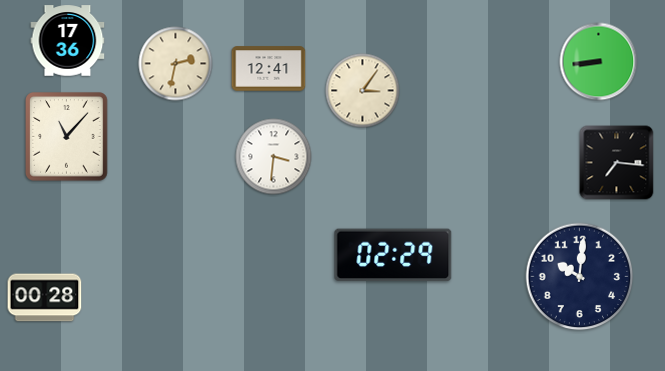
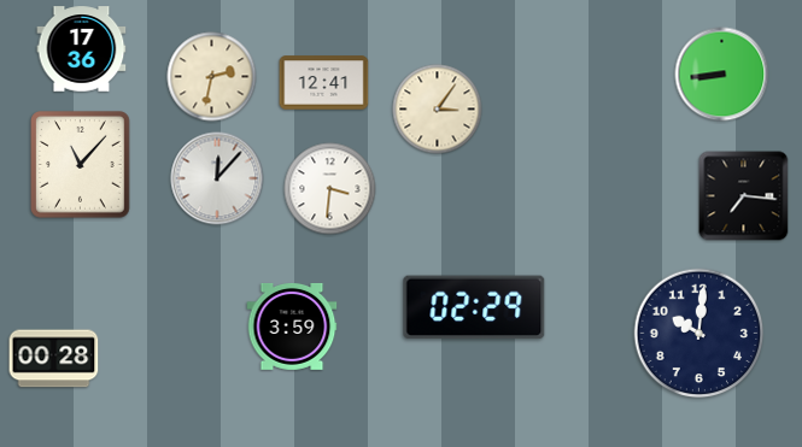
clock at (217, 178): none -> 12:07
clock at (292, 327): none -> 3:59
